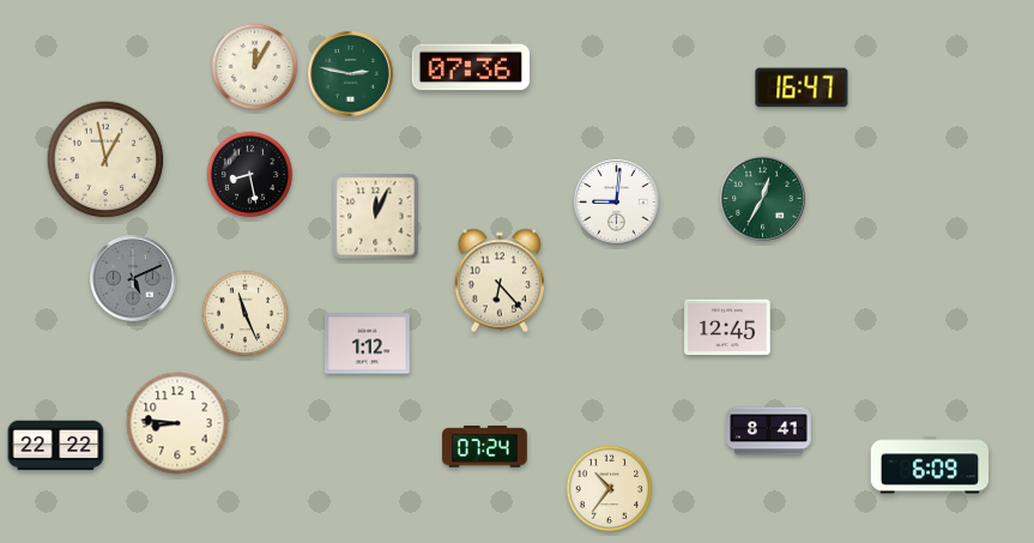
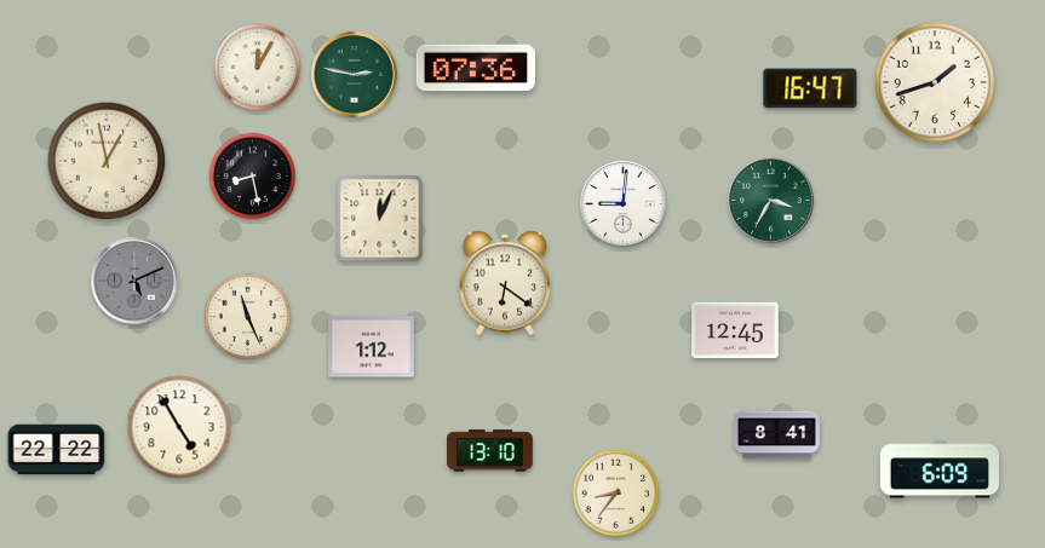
clock at (935, 82): none -> 1:42
clock at (763, 199): 12:35 -> 3:35
clock at (500, 280): 6:23 -> 6:21
clock at (177, 423): 8:46 -> 4:55
clock at (485, 447): 07:24 -> 13:10
clock at (610, 489): 10:36 -> 8:36
